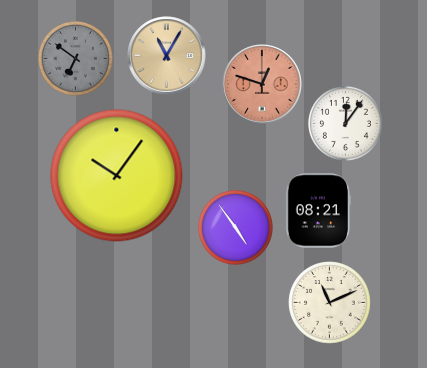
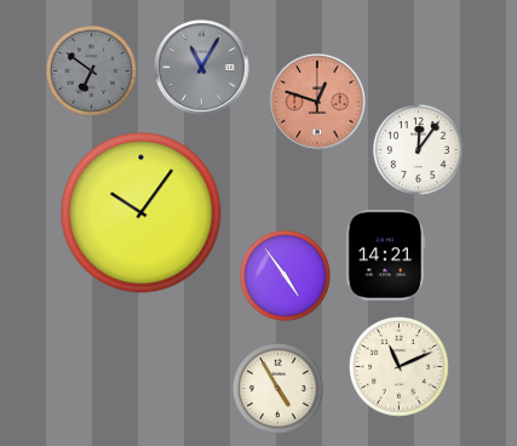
clock at (167, 56) dial: champagne -> grey
clock at (319, 211): 08:21 -> 14:21
clock at (277, 388): none -> 4:55
